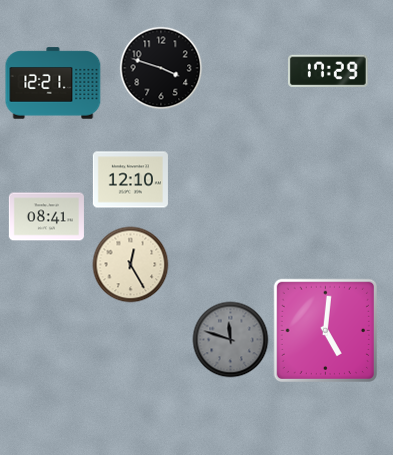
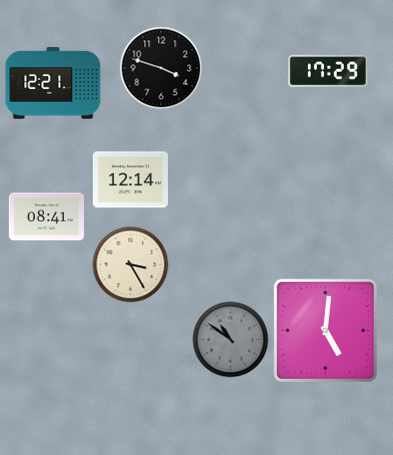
clock at (130, 180): 12:10 -> 12:14
clock at (131, 265): 12:25 -> 3:25
clock at (231, 340): 11:48 -> 10:51
